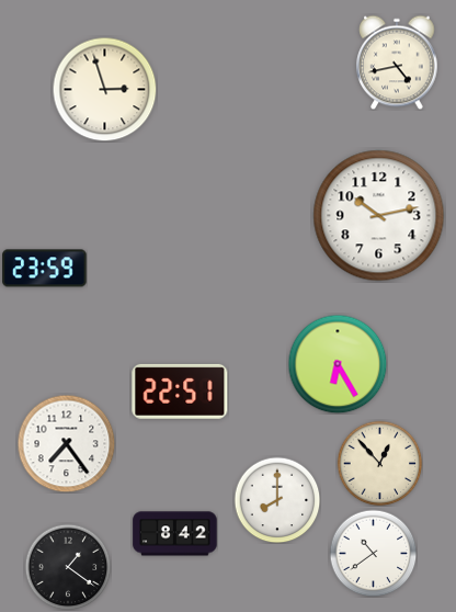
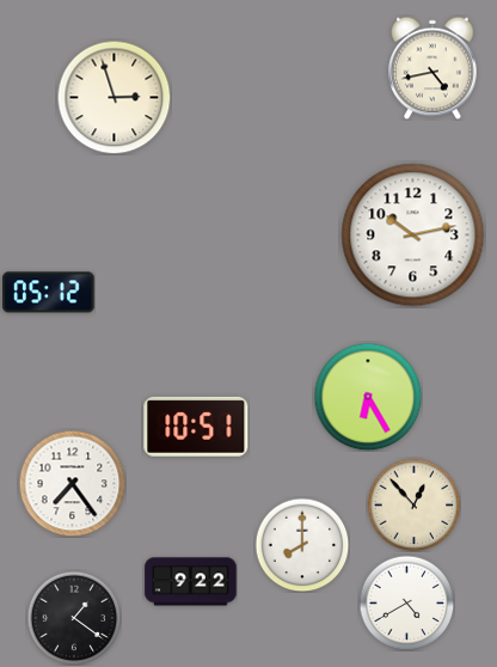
clock at (45, 269): 23:59 -> 05:12
clock at (180, 392): 22:51 -> 10:51
clock at (175, 534): 8:42 -> 9:22
clock at (373, 553): 10:39 -> 4:40
